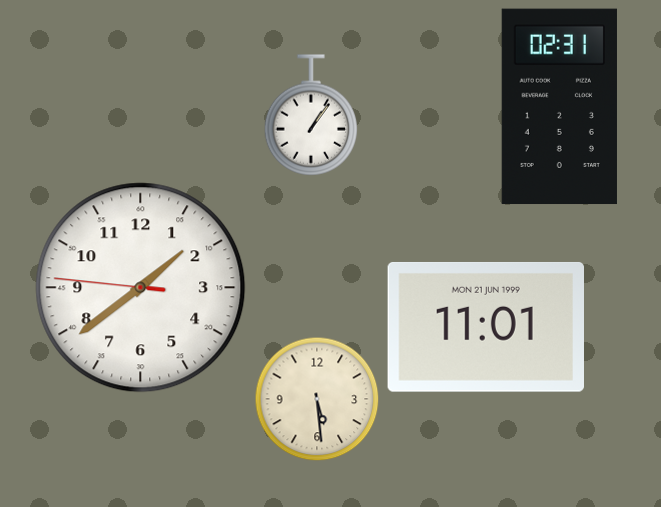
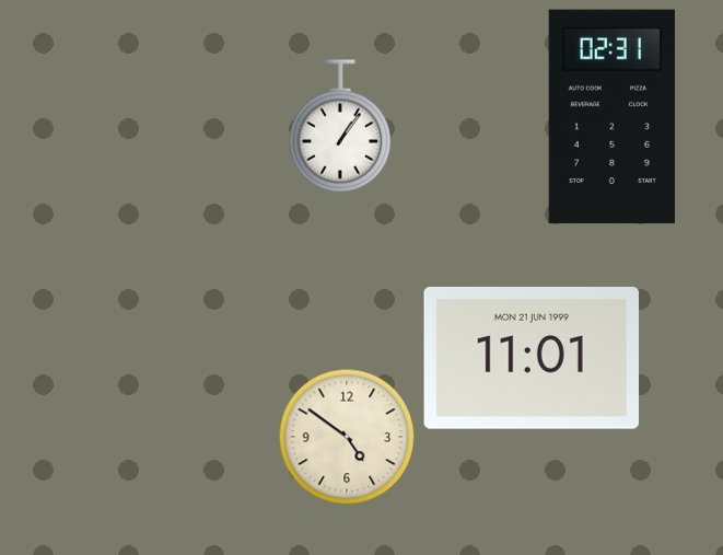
clock at (141, 288): 1:38 -> none
clock at (317, 399): 5:29 -> 4:51
